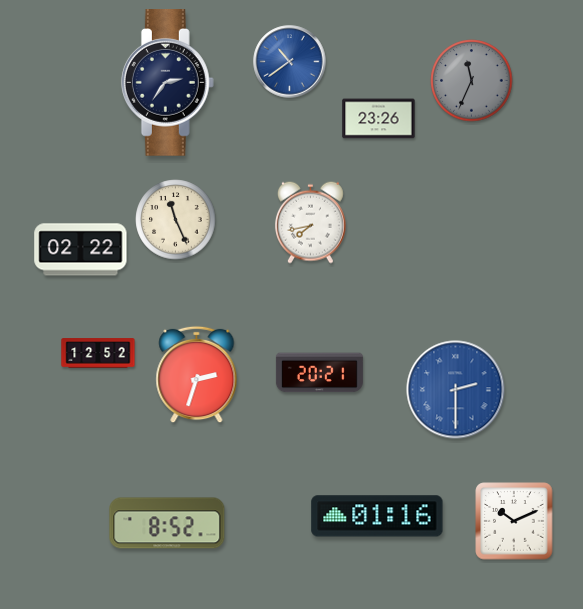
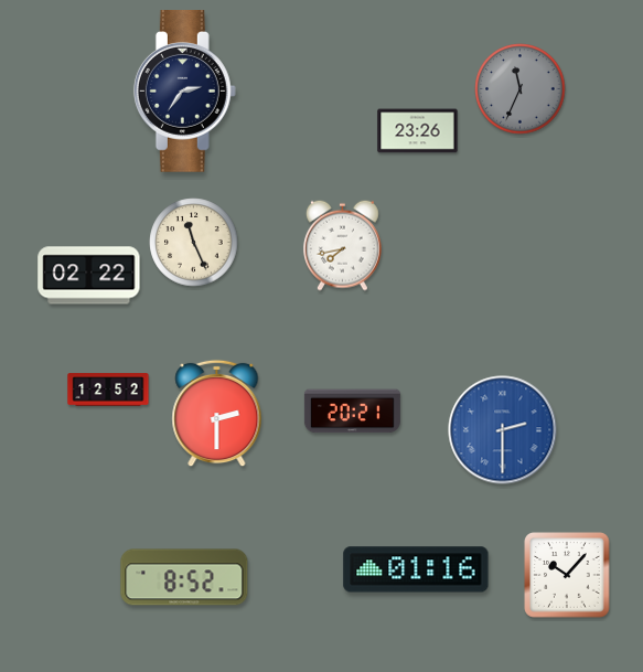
clock at (290, 62): 10:39 -> none
clock at (197, 375): 2:33 -> 2:30
clock at (514, 521): 10:11 -> 10:07
